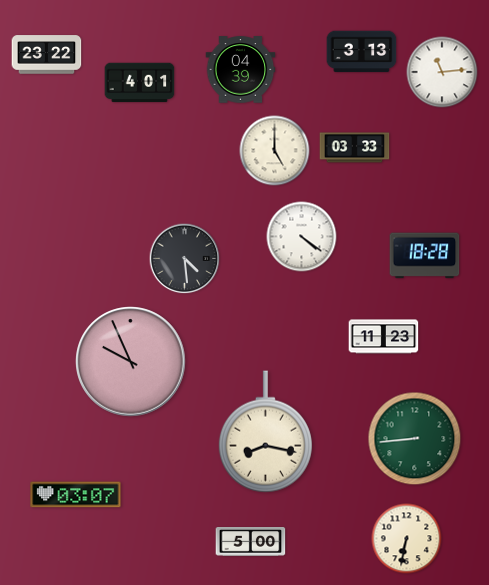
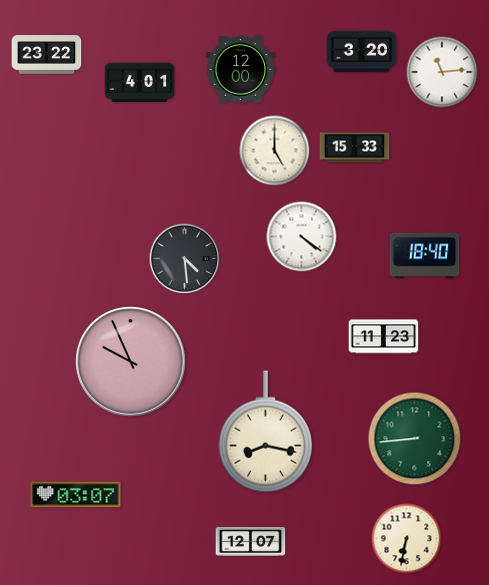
clock at (362, 52): 3:13 -> 3:20
clock at (241, 70): 04:39 -> 12:00
clock at (355, 148): 03:33 -> 15:33
clock at (425, 256): 18:28 -> 18:40
clock at (251, 542): 5:00 -> 12:07
